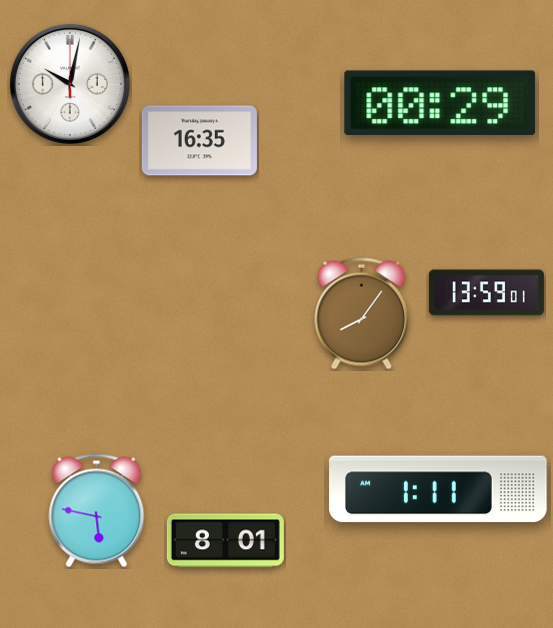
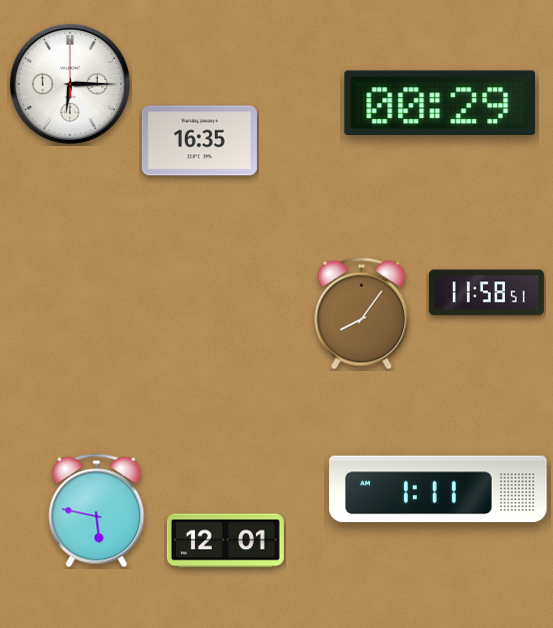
clock at (70, 84): 10:02 -> 6:15
clock at (486, 293): 13:59 -> 11:58
clock at (225, 541): 8:01 -> 12:01
